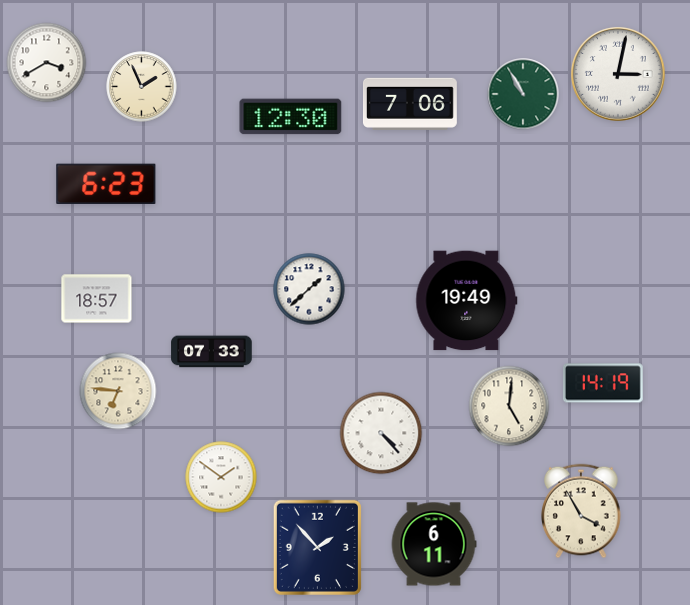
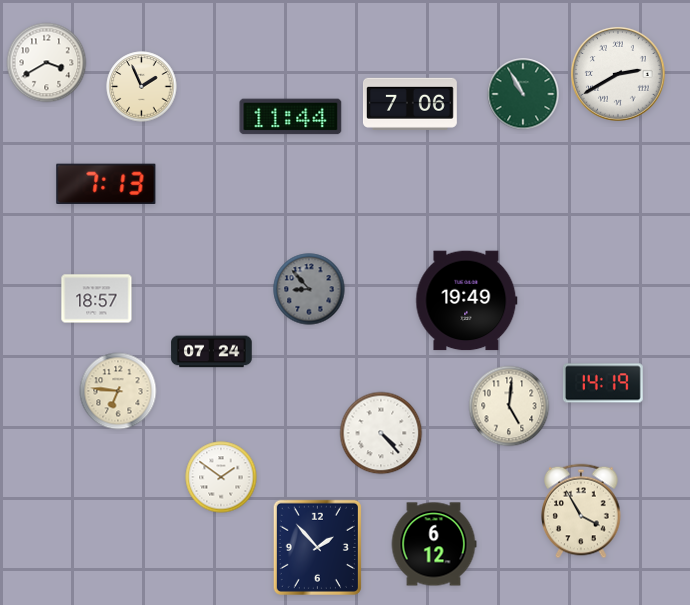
clock at (619, 75): 3:02 -> 2:40
clock at (291, 117): 12:30 -> 11:44
clock at (106, 183): 6:23 -> 7:13
clock at (309, 289): 1:38 -> 8:53
clock at (309, 289) dial: white -> grey
clock at (212, 352): 07:33 -> 07:24
clock at (434, 544): 6:11 -> 6:12
